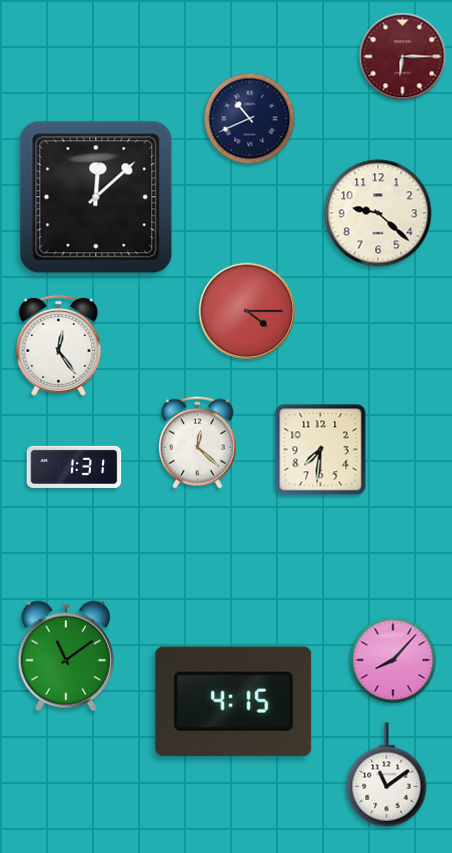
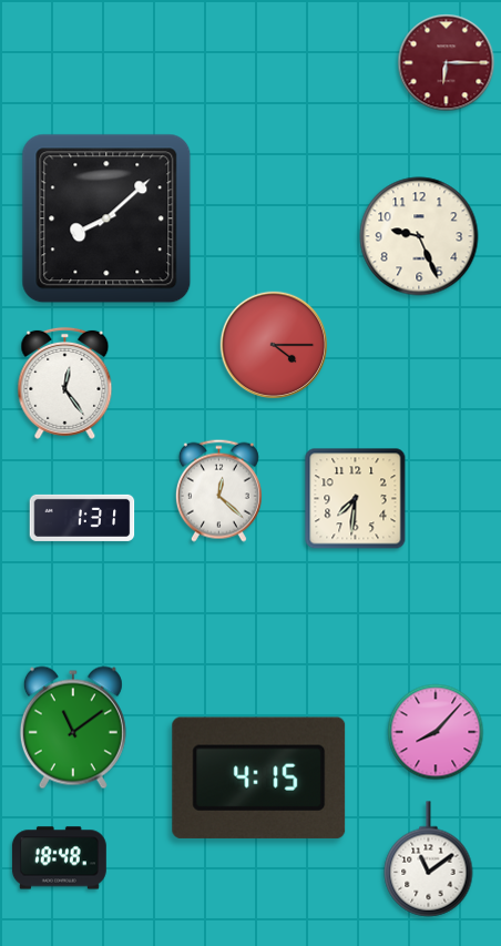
clock at (250, 119): 10:41 -> none
clock at (96, 197): 12:08 -> 8:08
clock at (378, 213): 9:22 -> 9:26
clock at (59, 858): none -> 18:48
